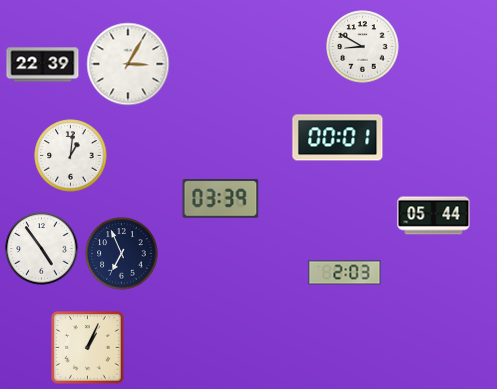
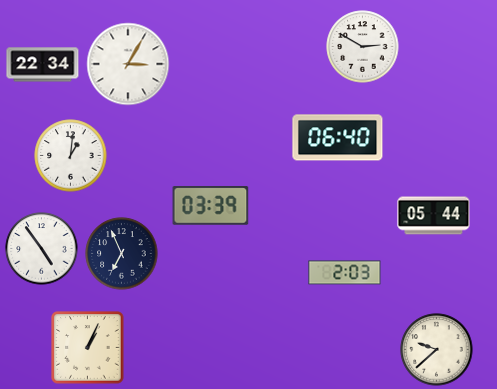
clock at (363, 47): 8:50 -> 2:50
clock at (43, 65): 22:39 -> 22:34
clock at (338, 138): 00:01 -> 06:40
clock at (221, 199) position: (221, 199) -> (211, 206)
clock at (437, 350): none -> 9:38
